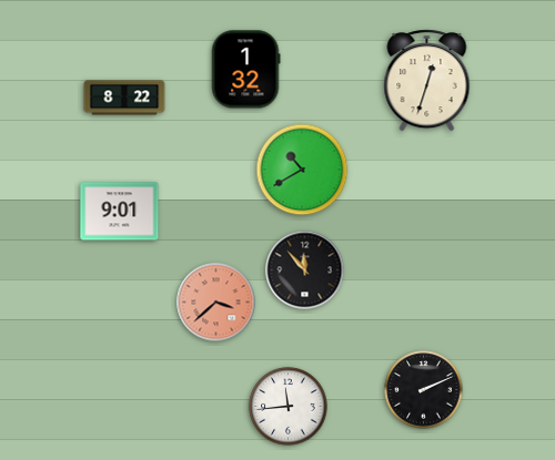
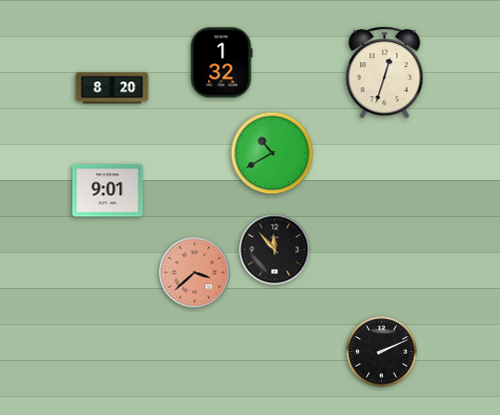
clock at (124, 98): 8:22 -> 8:20
clock at (305, 270) position: (305, 270) -> (275, 250)
clock at (289, 407): 11:44 -> none
